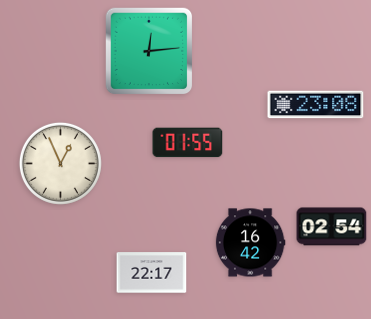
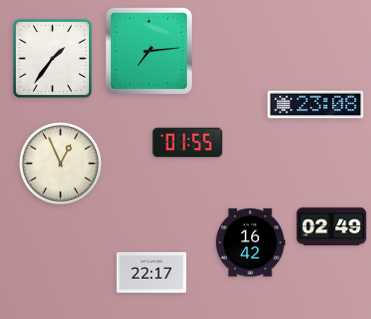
clock at (149, 51): 12:14 -> 7:14
clock at (52, 58): none -> 1:36
clock at (332, 227): 02:54 -> 02:49
